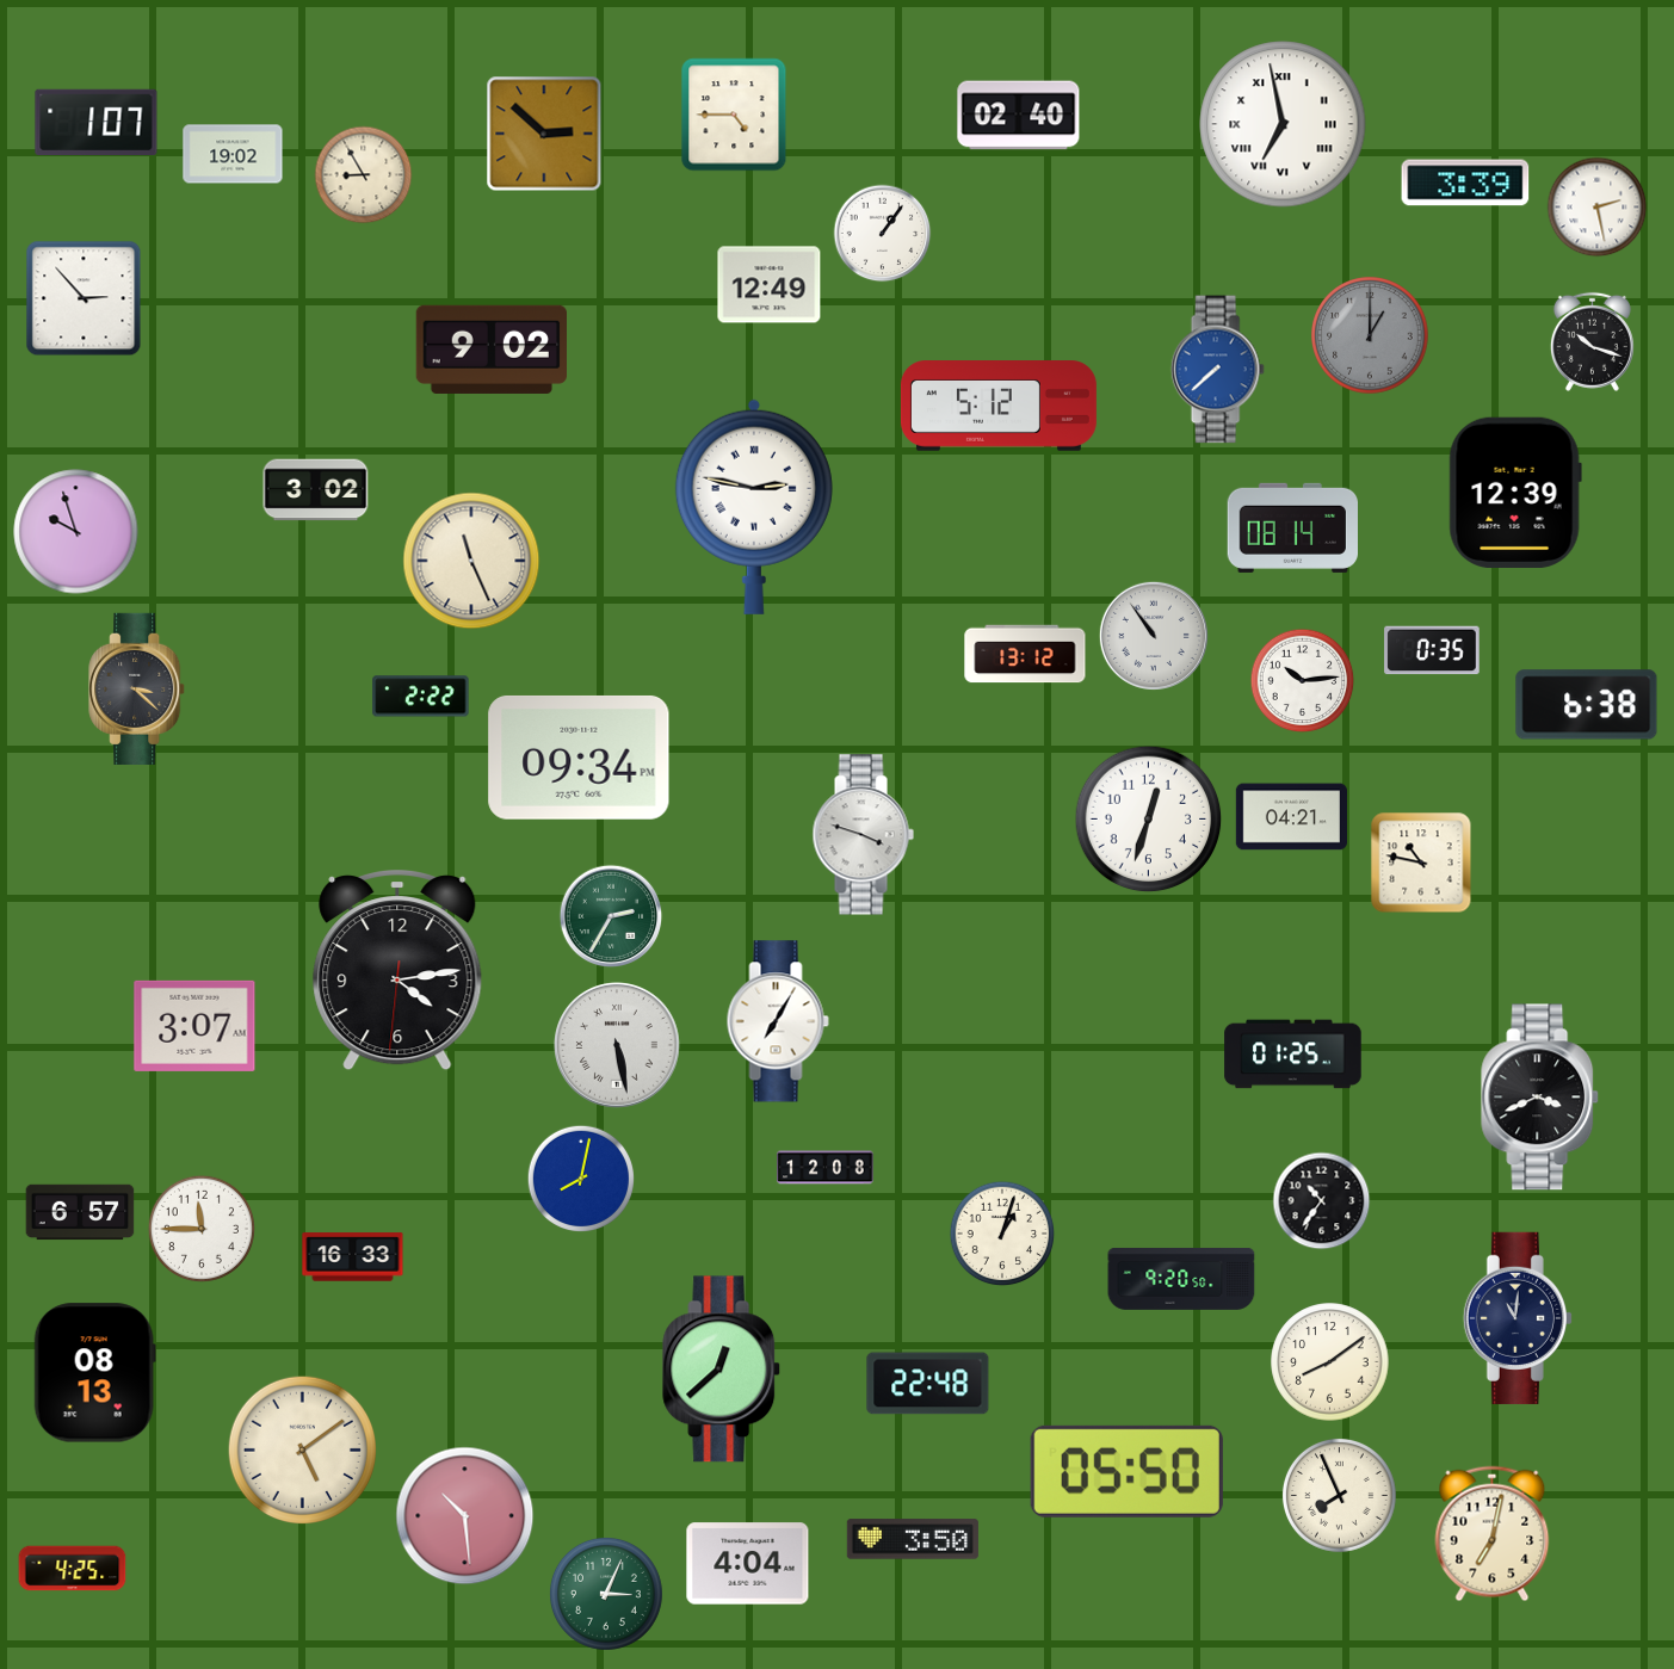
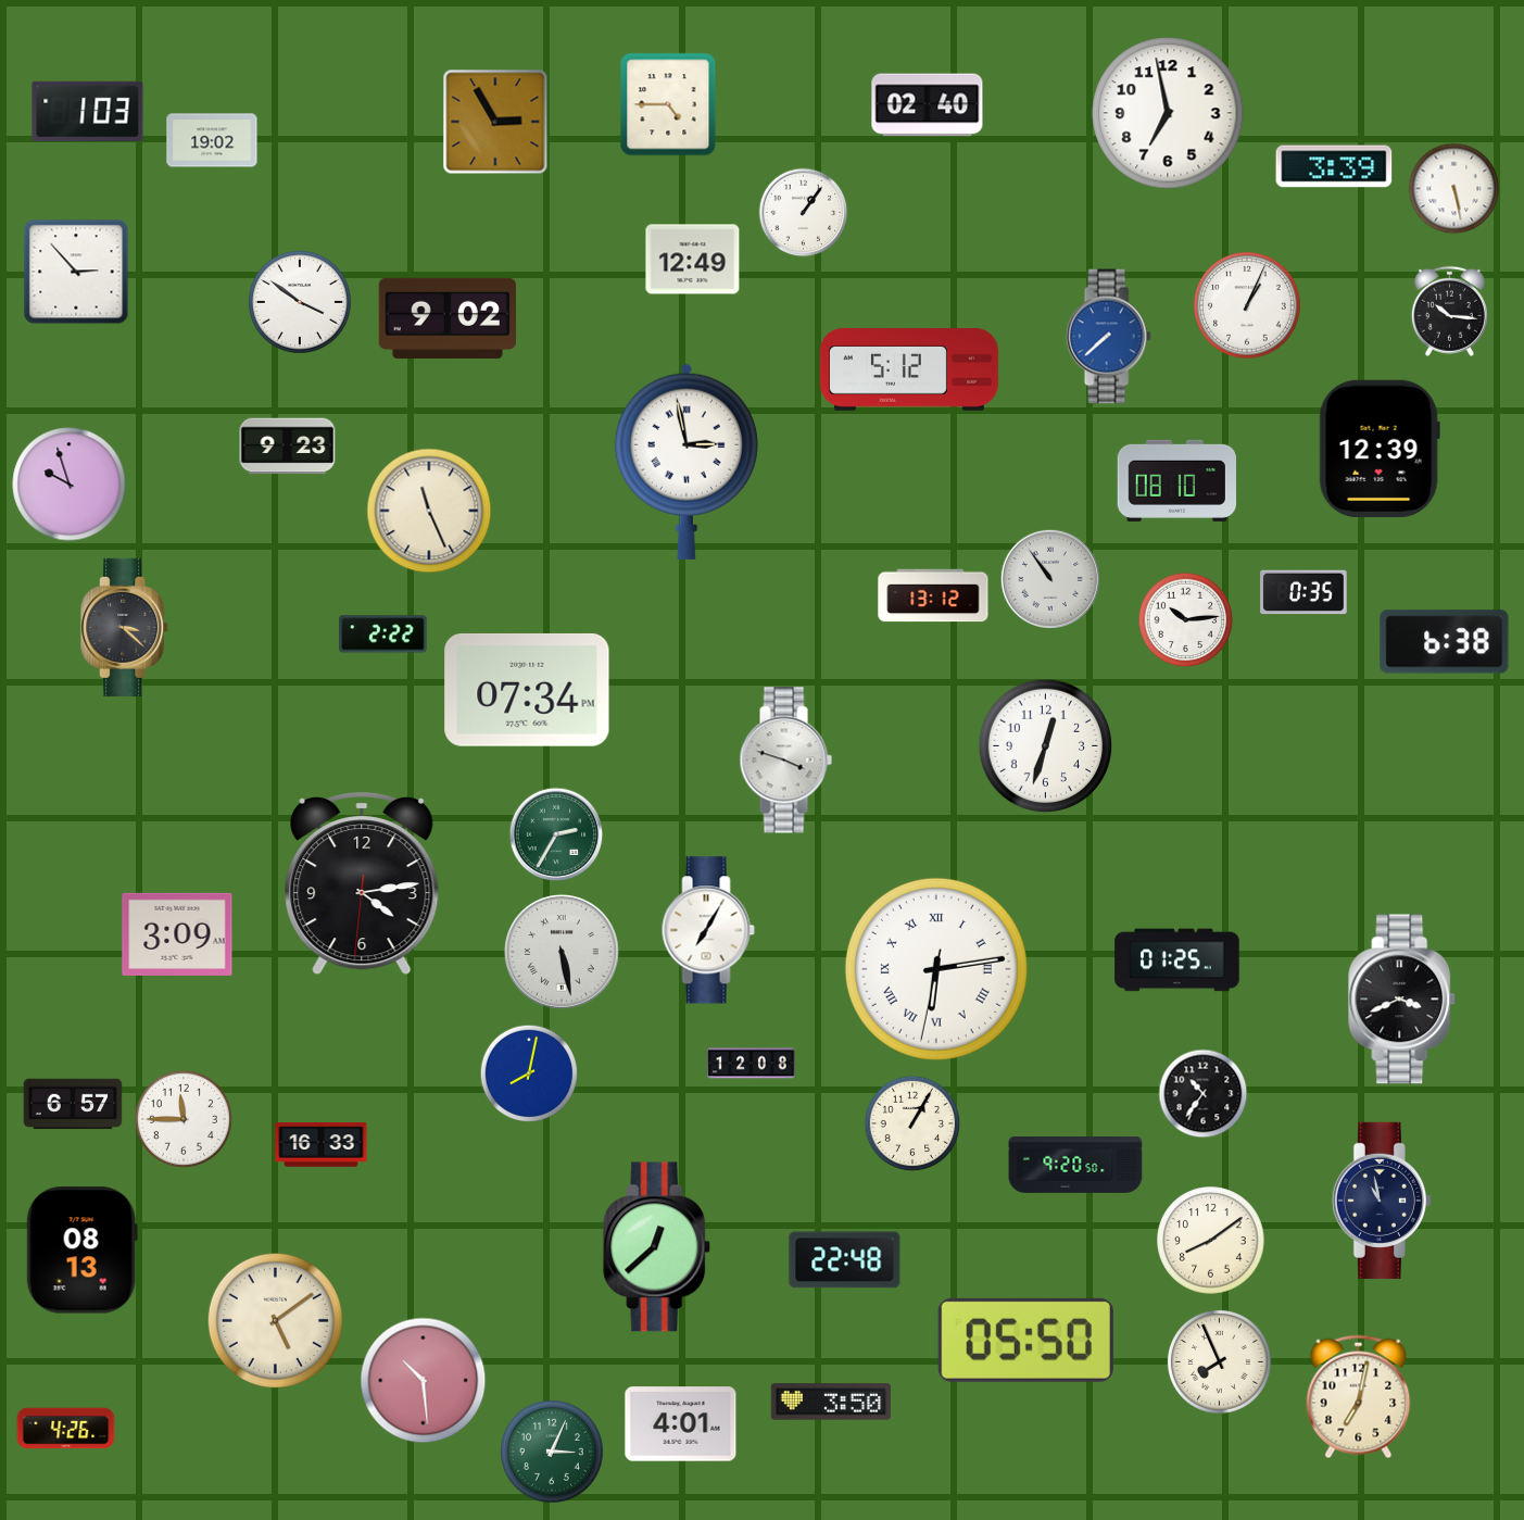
clock at (97, 122): 1:07 -> 1:03
clock at (1283, 124) numerals: Roman -> Arabic
clock at (544, 134): 2:52 -> 2:55
clock at (364, 175): 8:55 -> none
clock at (1598, 208): 2:28 -> 5:28
clock at (770, 285) position: (770, 285) -> (693, 260)
clock at (300, 302): none -> 3:51
clock at (1370, 335): 1:00 -> 1:04
clock at (1370, 335) dial: grey -> white
clock at (1592, 341): 10:18 -> 10:16
clock at (316, 490): 3:02 -> 9:23
clock at (754, 507): 2:47 -> 2:58
clock at (1292, 527): 08:14 -> 08:10
clock at (579, 758): 09:34 -> 07:34
clock at (1291, 817): 04:21 -> none
clock at (1421, 863): 10:47 -> none
clock at (194, 1026): 3:07 -> 3:09
clock at (936, 969): none -> 6:13
clock at (1002, 1234): 1:03 -> 1:05
clock at (1518, 1318): 11:01 -> 10:58
clock at (94, 1373) position: (94, 1373) -> (81, 1251)
clock at (748, 1564): 4:04 -> 4:01
clock at (73, 1569): 4:25 -> 4:26
